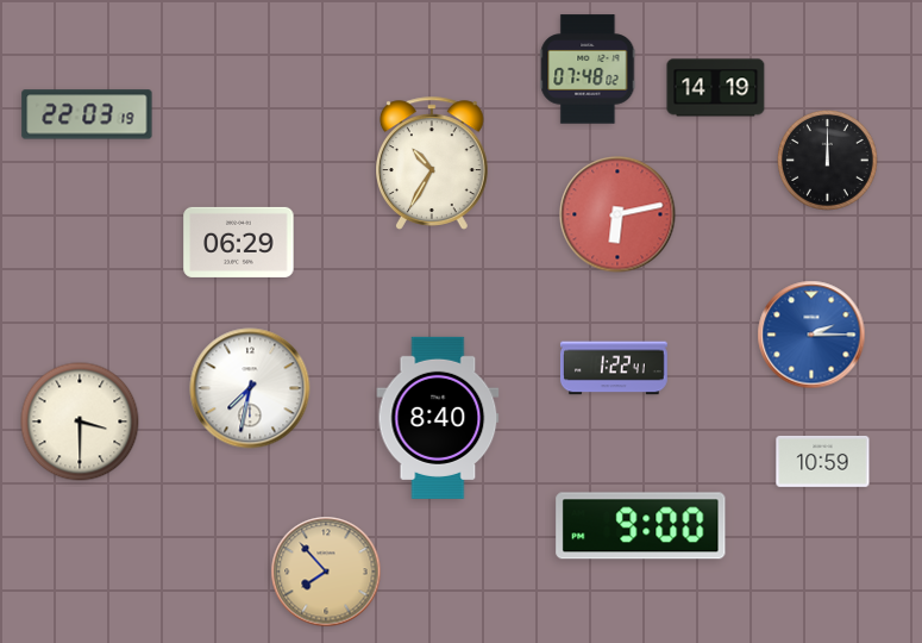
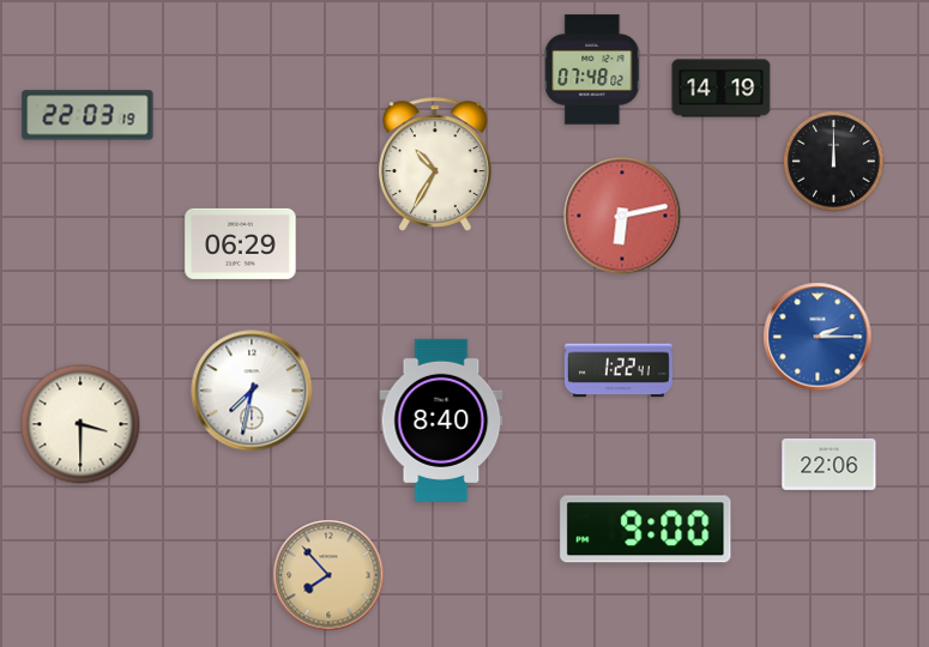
clock at (823, 461): 10:59 -> 22:06
